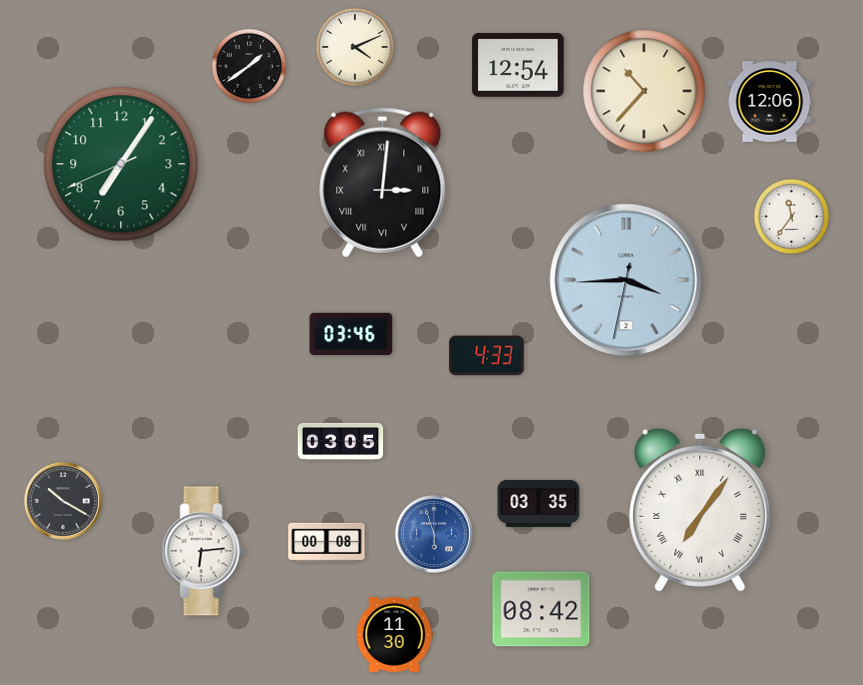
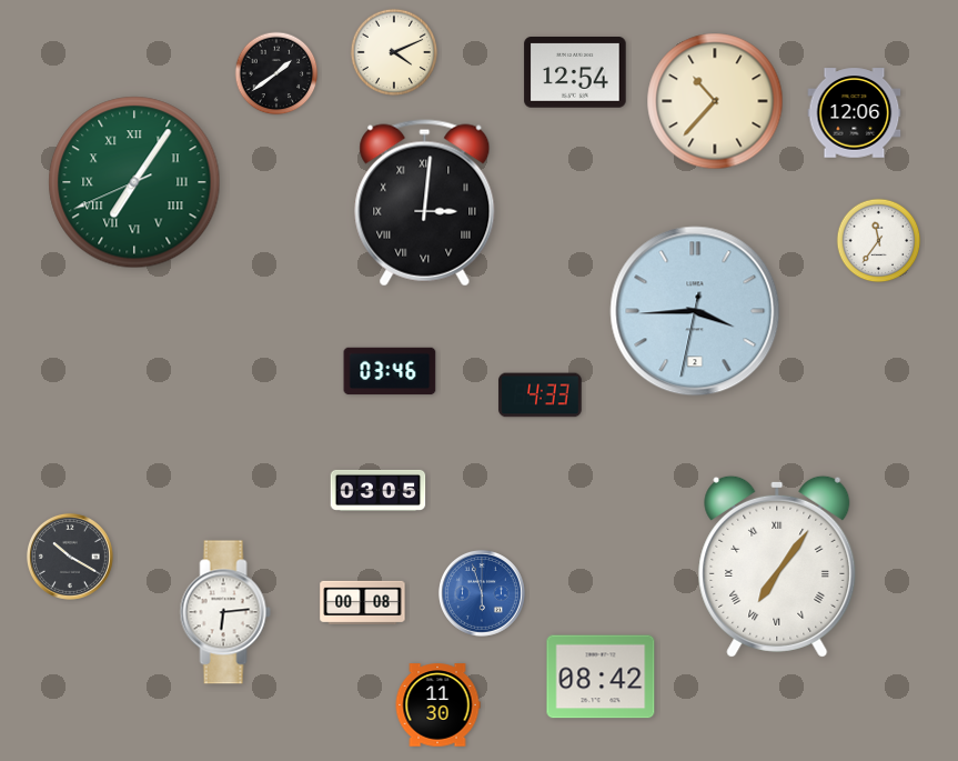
clock at (121, 164) numerals: Arabic -> Roman
clock at (539, 503): 03:35 -> none
